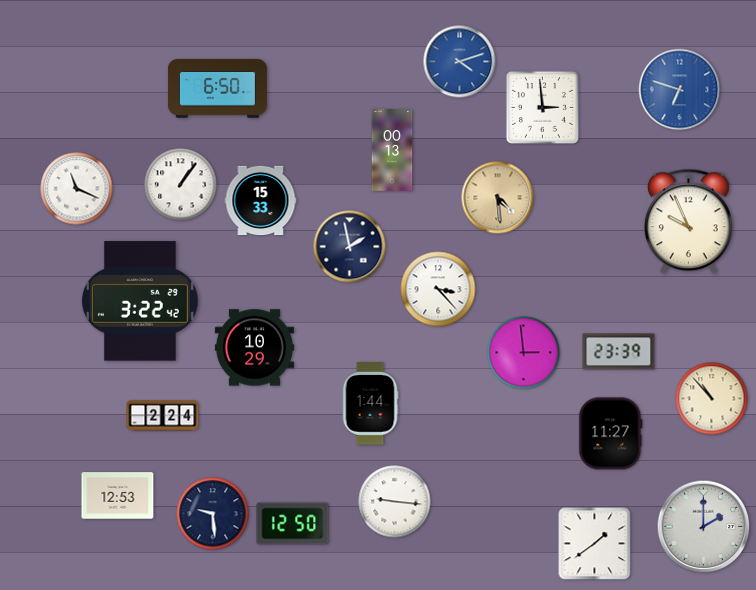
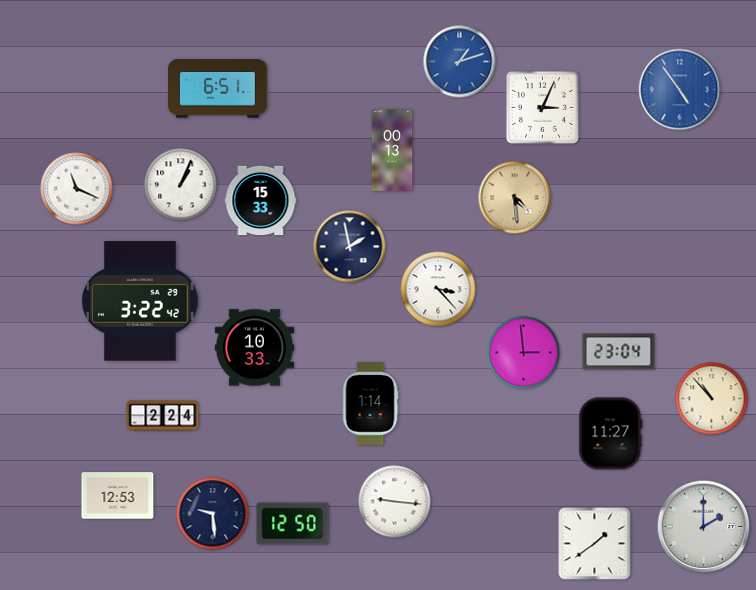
clock at (460, 62): 4:12 -> 1:12
clock at (217, 89): 6:50 -> 6:51
clock at (680, 90): 6:48 -> 4:54
clock at (542, 107): 2:59 -> 3:04
clock at (181, 185): 1:06 -> 1:04
clock at (498, 198) position: (498, 198) -> (515, 198)
clock at (688, 222): 9:56 -> none
clock at (254, 348): 10:29 -> 10:33
clock at (619, 352): 23:39 -> 23:04
clock at (370, 404): 1:44 -> 1:14
